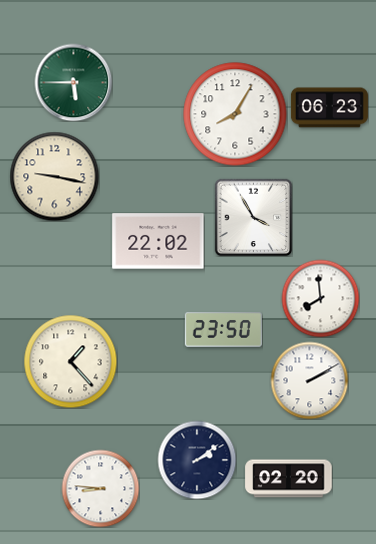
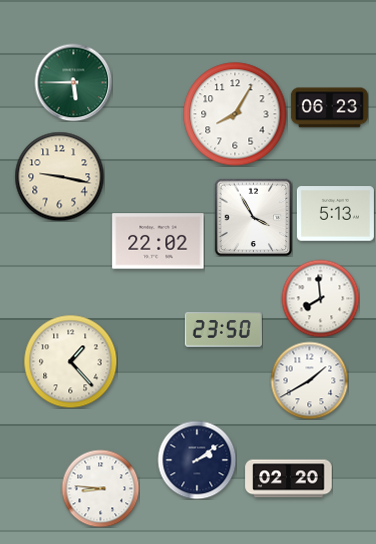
clock at (54, 176) position: (54, 176) -> (59, 176)
clock at (335, 214): none -> 5:13
clock at (309, 380): 2:10 -> 1:40
